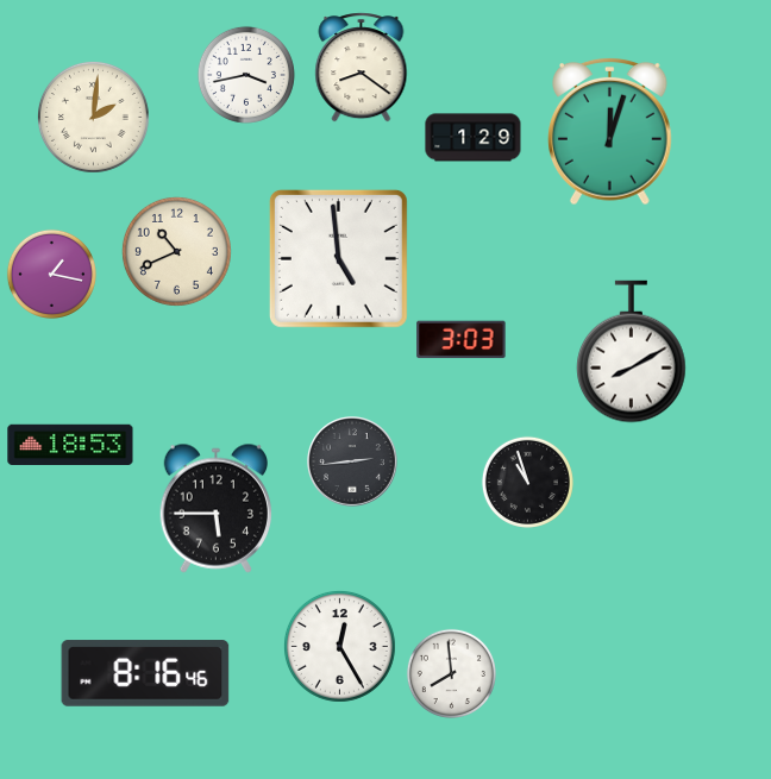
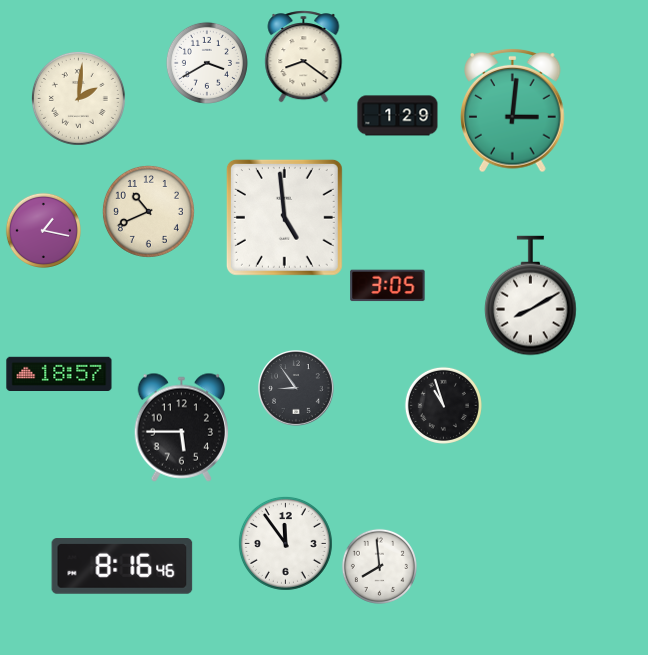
clock at (246, 75): 3:43 -> 3:40
clock at (610, 131): 12:03 -> 3:01
clock at (462, 340): 3:03 -> 3:05
clock at (70, 444): 18:53 -> 18:57
clock at (353, 463): 2:44 -> 8:54
clock at (339, 646): 12:25 -> 11:54
